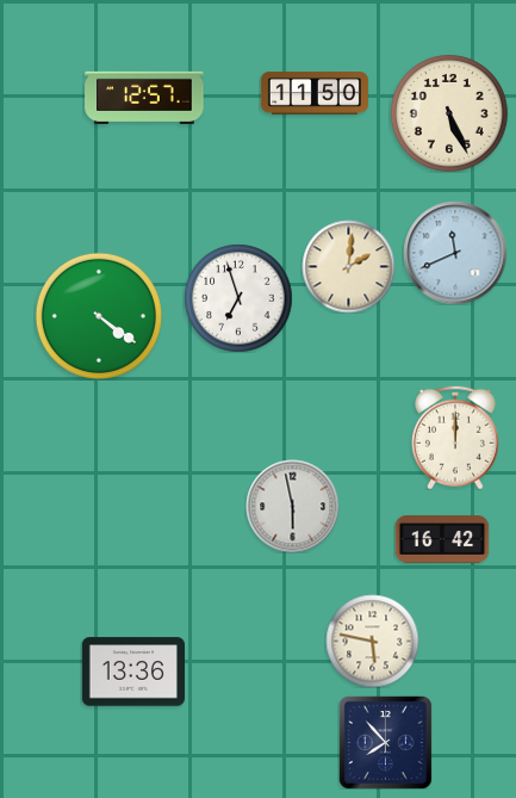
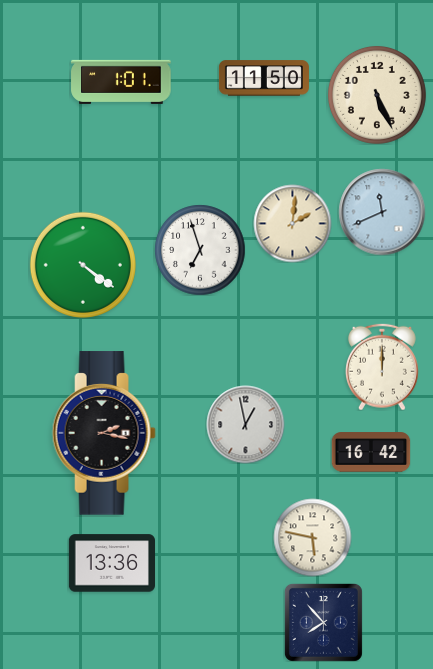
clock at (144, 98): 12:57 -> 1:01
clock at (292, 506): 5:58 -> 12:58
clock at (104, 433): none -> 2:17
